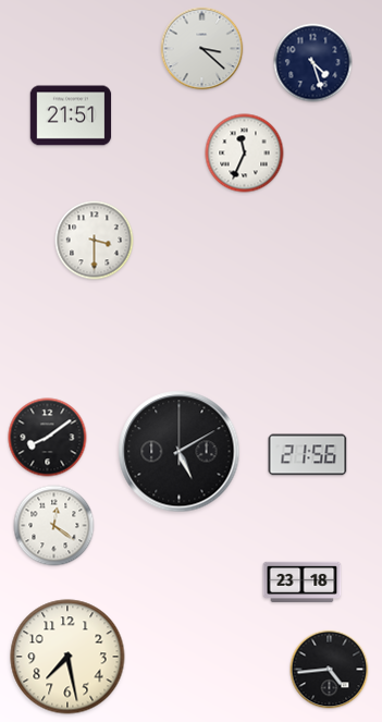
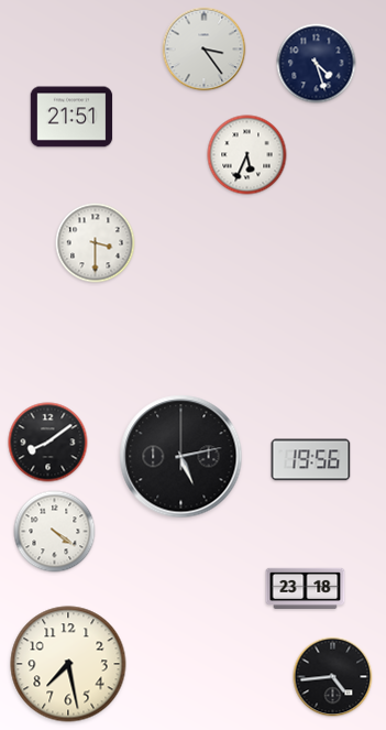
clock at (202, 49): 3:22 -> 3:24
clock at (245, 154): 11:34 -> 5:34
clock at (180, 452): 5:10 -> 5:13
clock at (308, 455): 21:56 -> 19:56
clock at (54, 526): 12:21 -> 4:21
